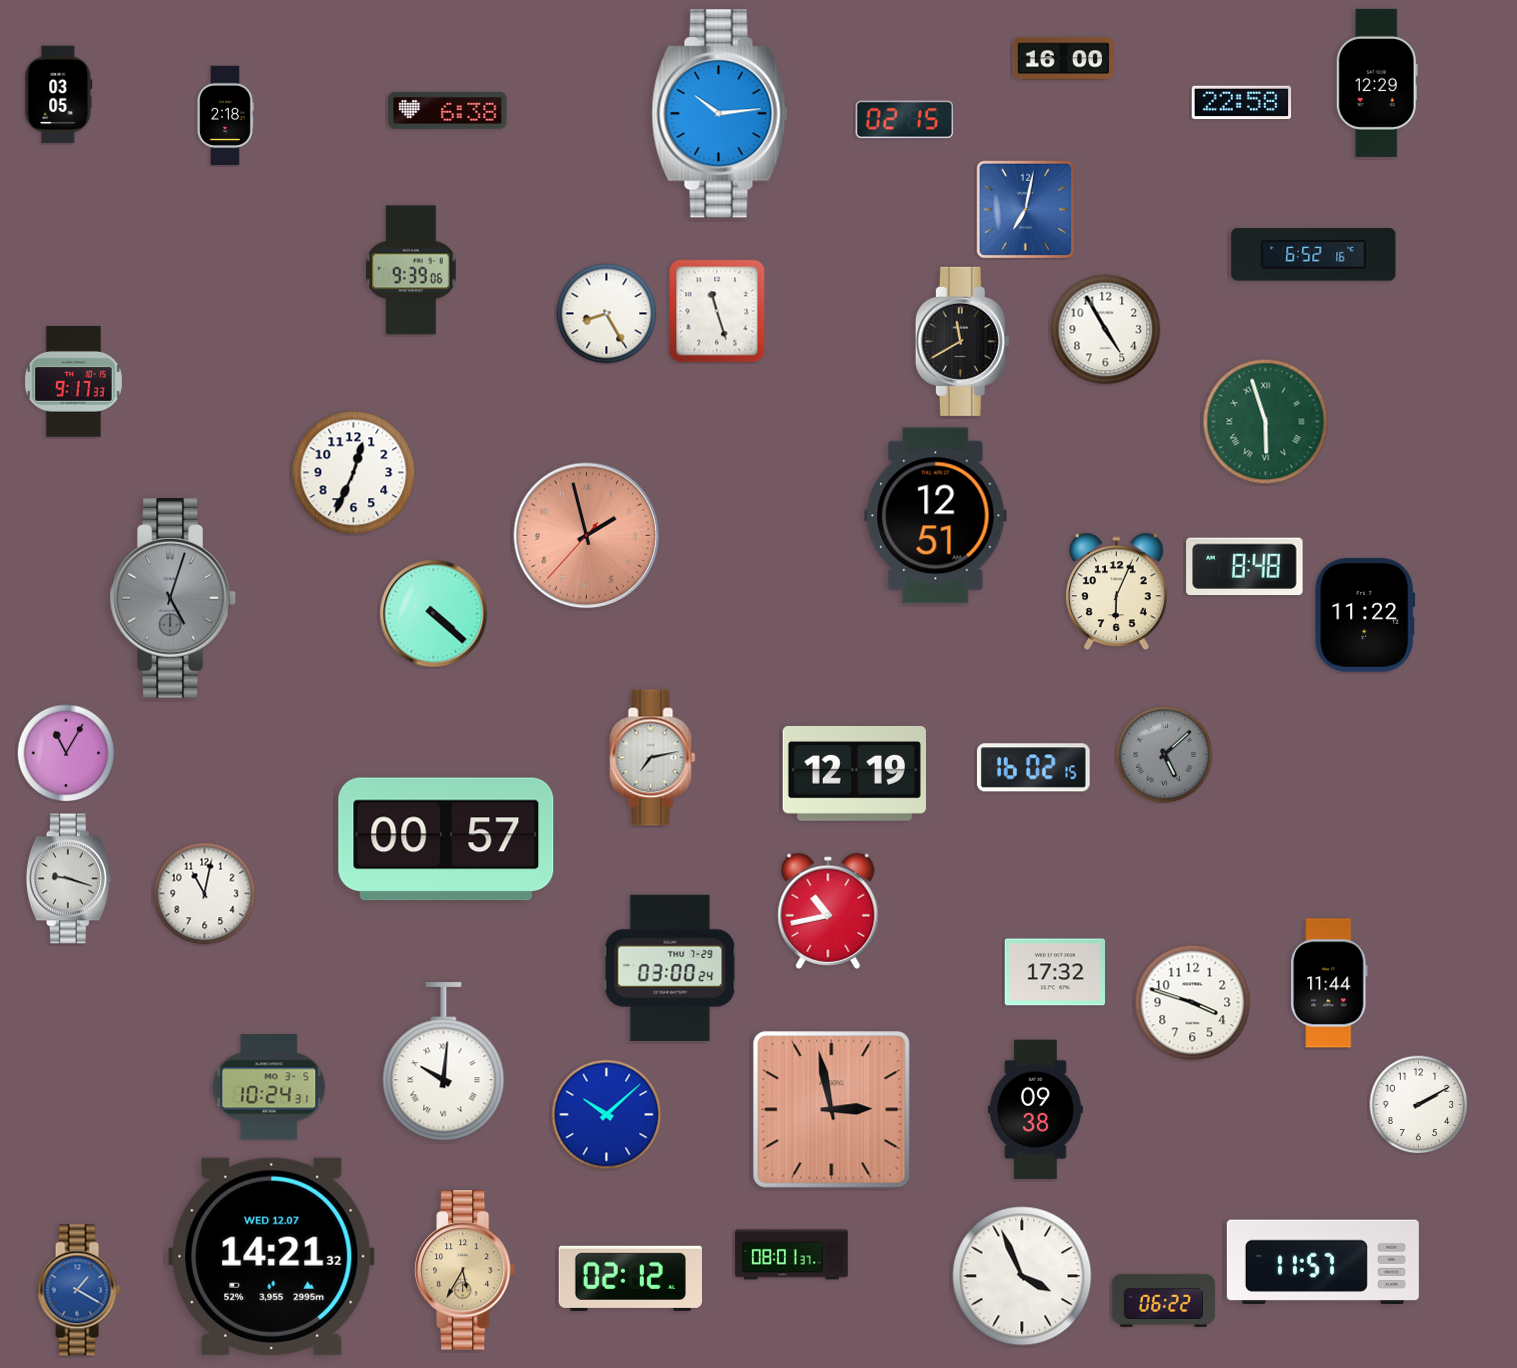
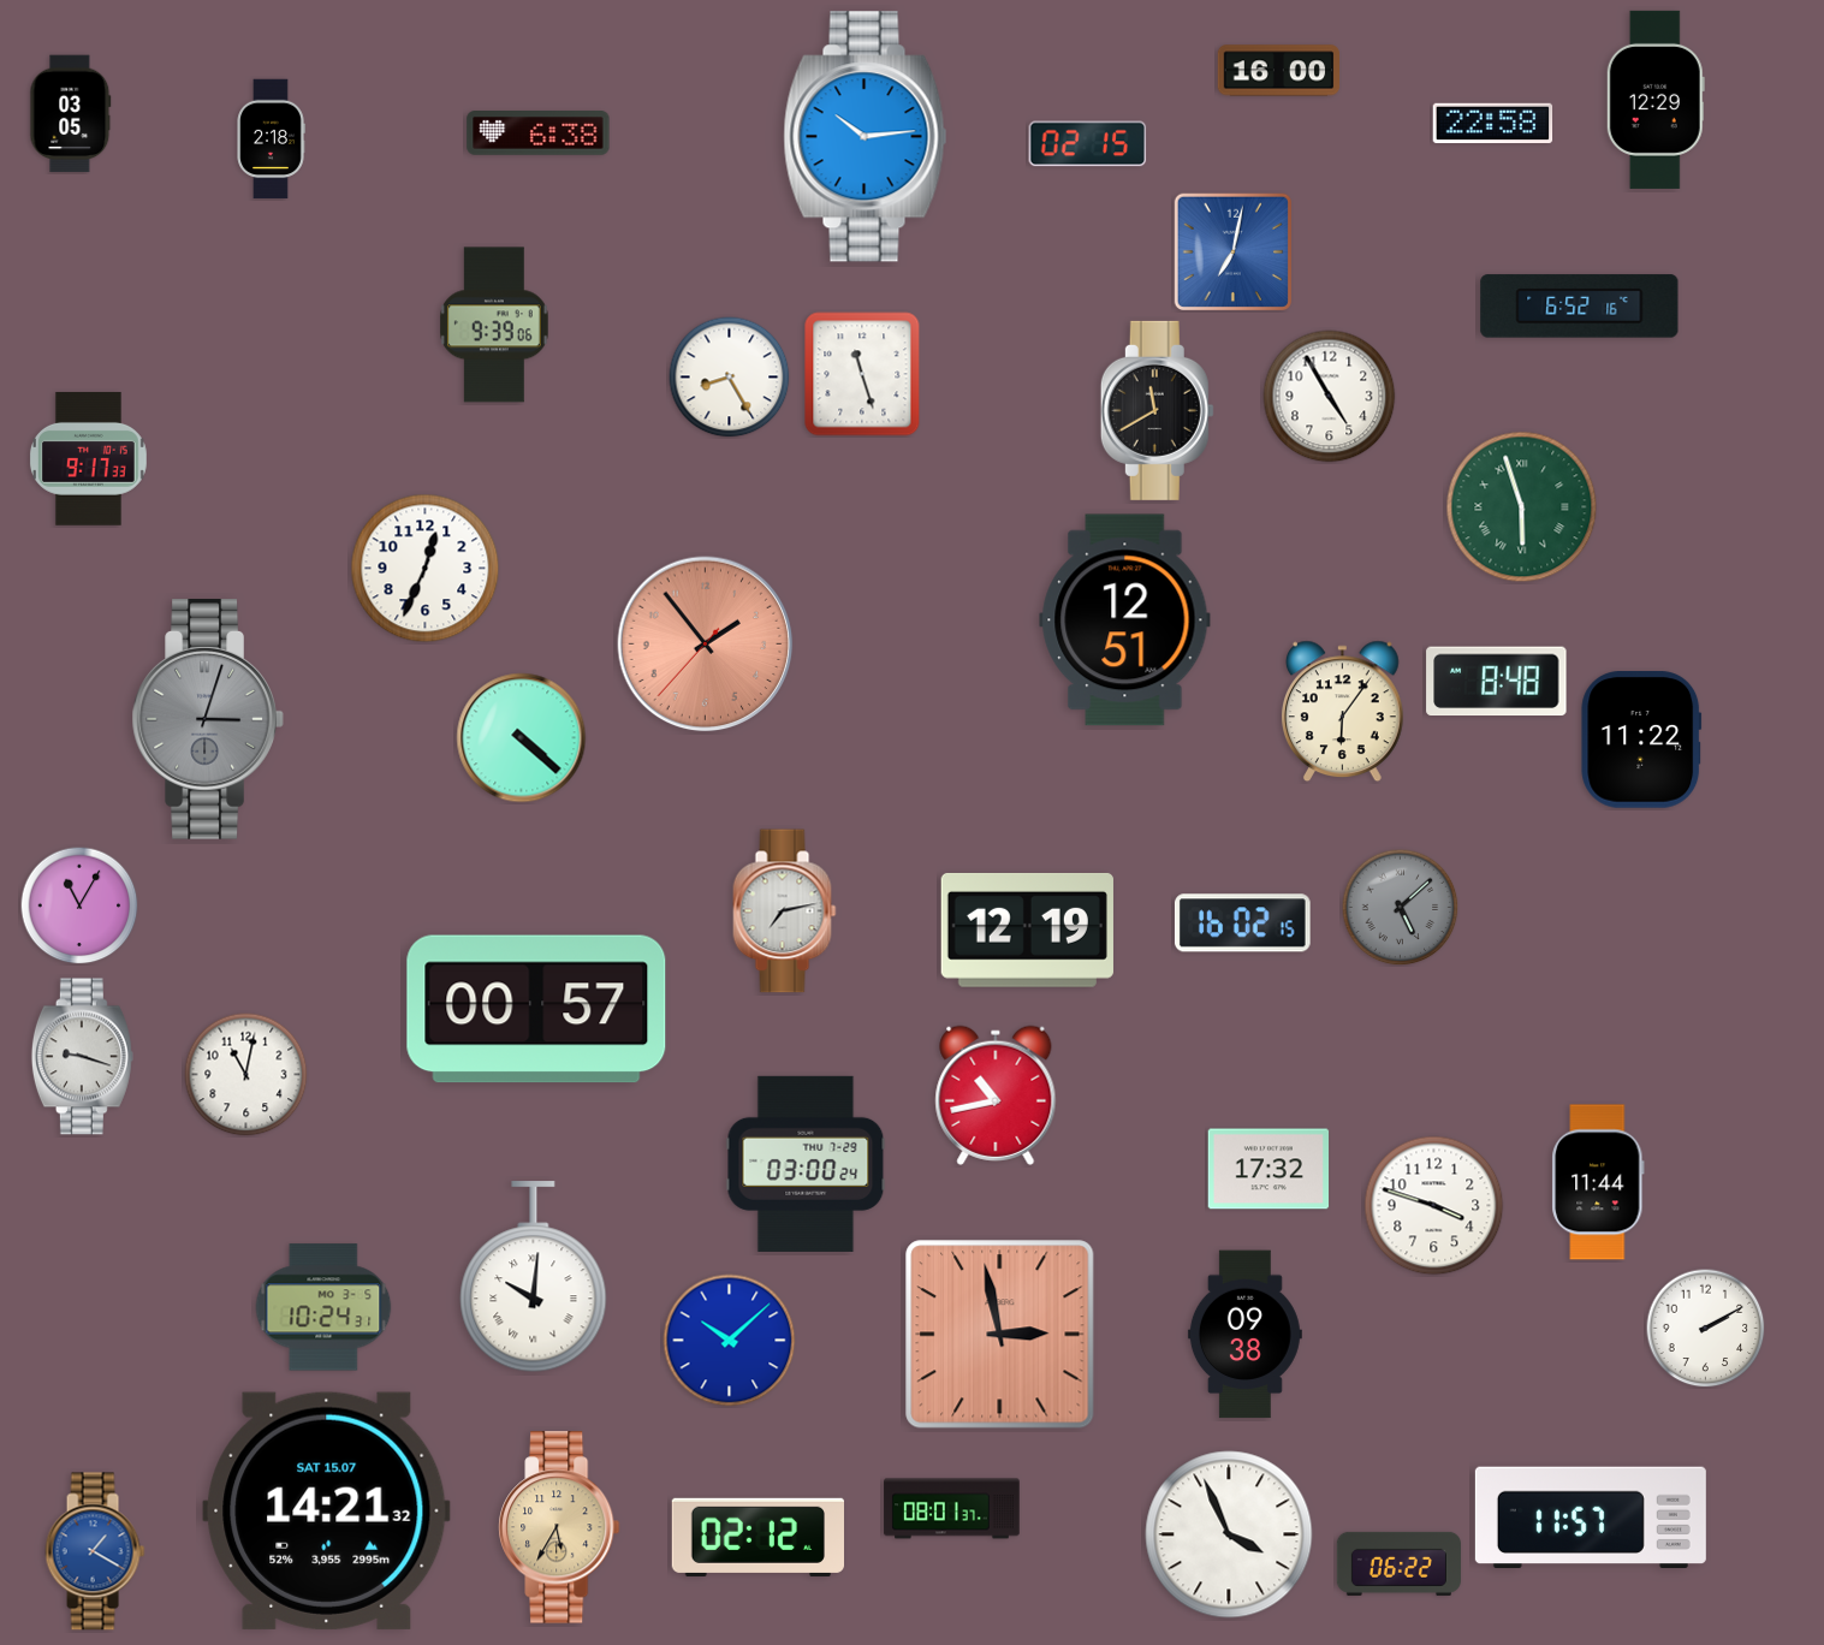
clock at (587, 536): 1:57 -> 1:53
clock at (1117, 592): 6:04 -> 6:06
clock at (173, 599): 5:03 -> 3:03
clock at (272, 1256) date: WED 12.07 -> SAT 15.07
